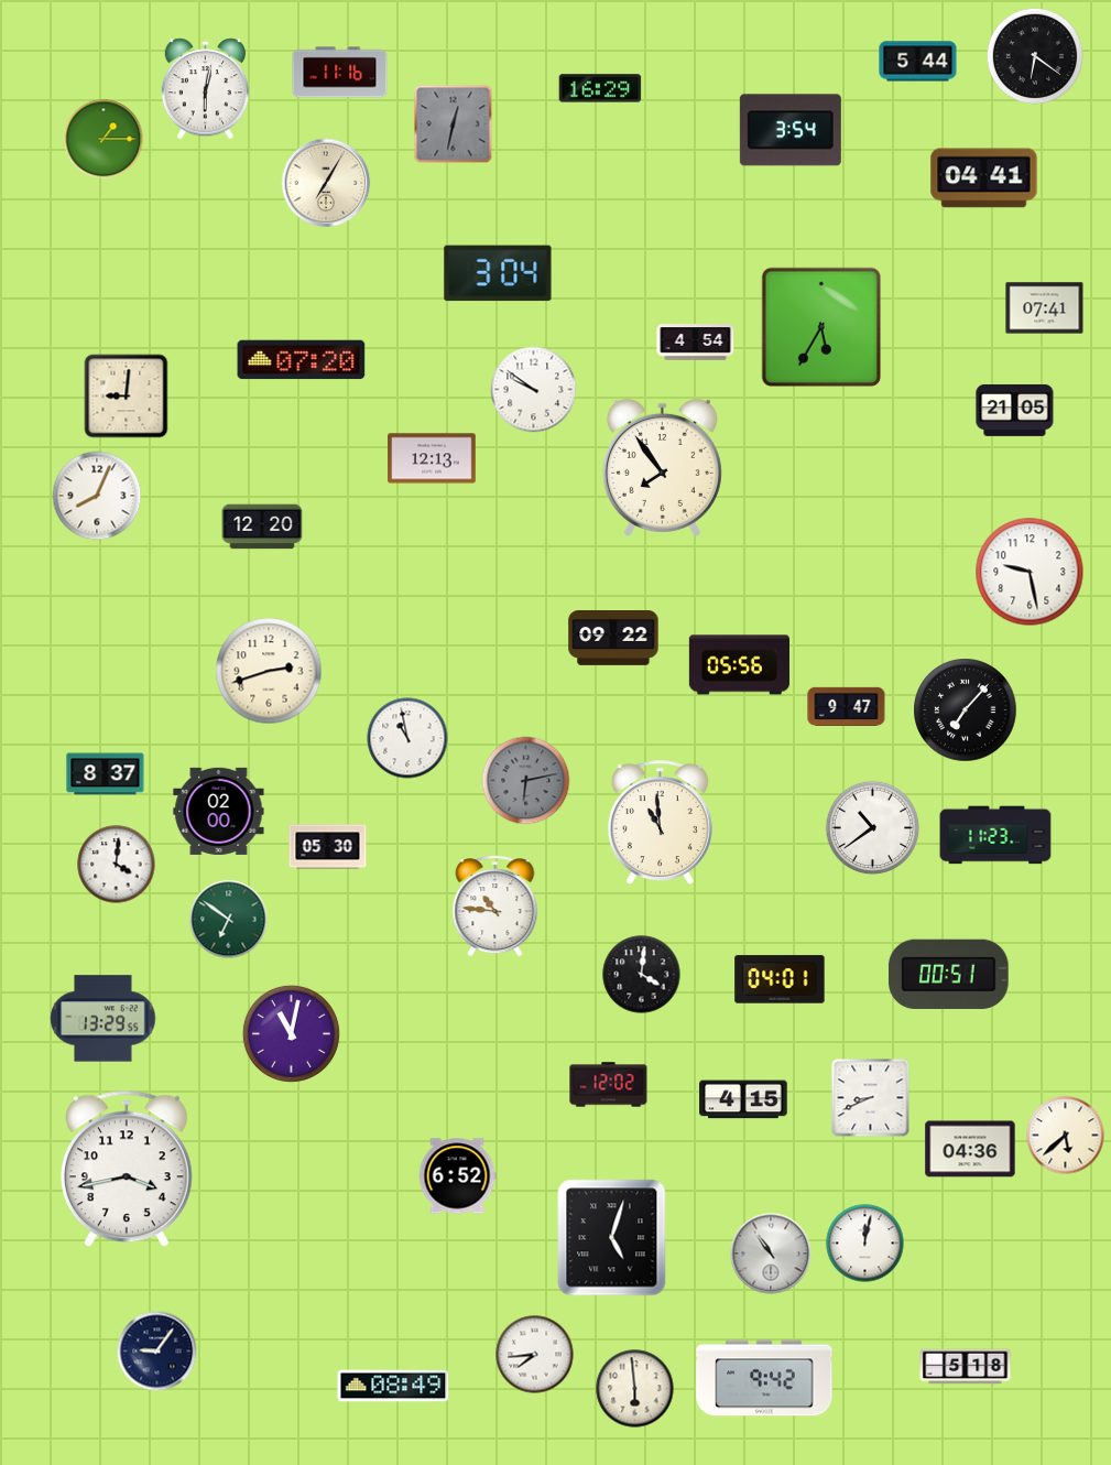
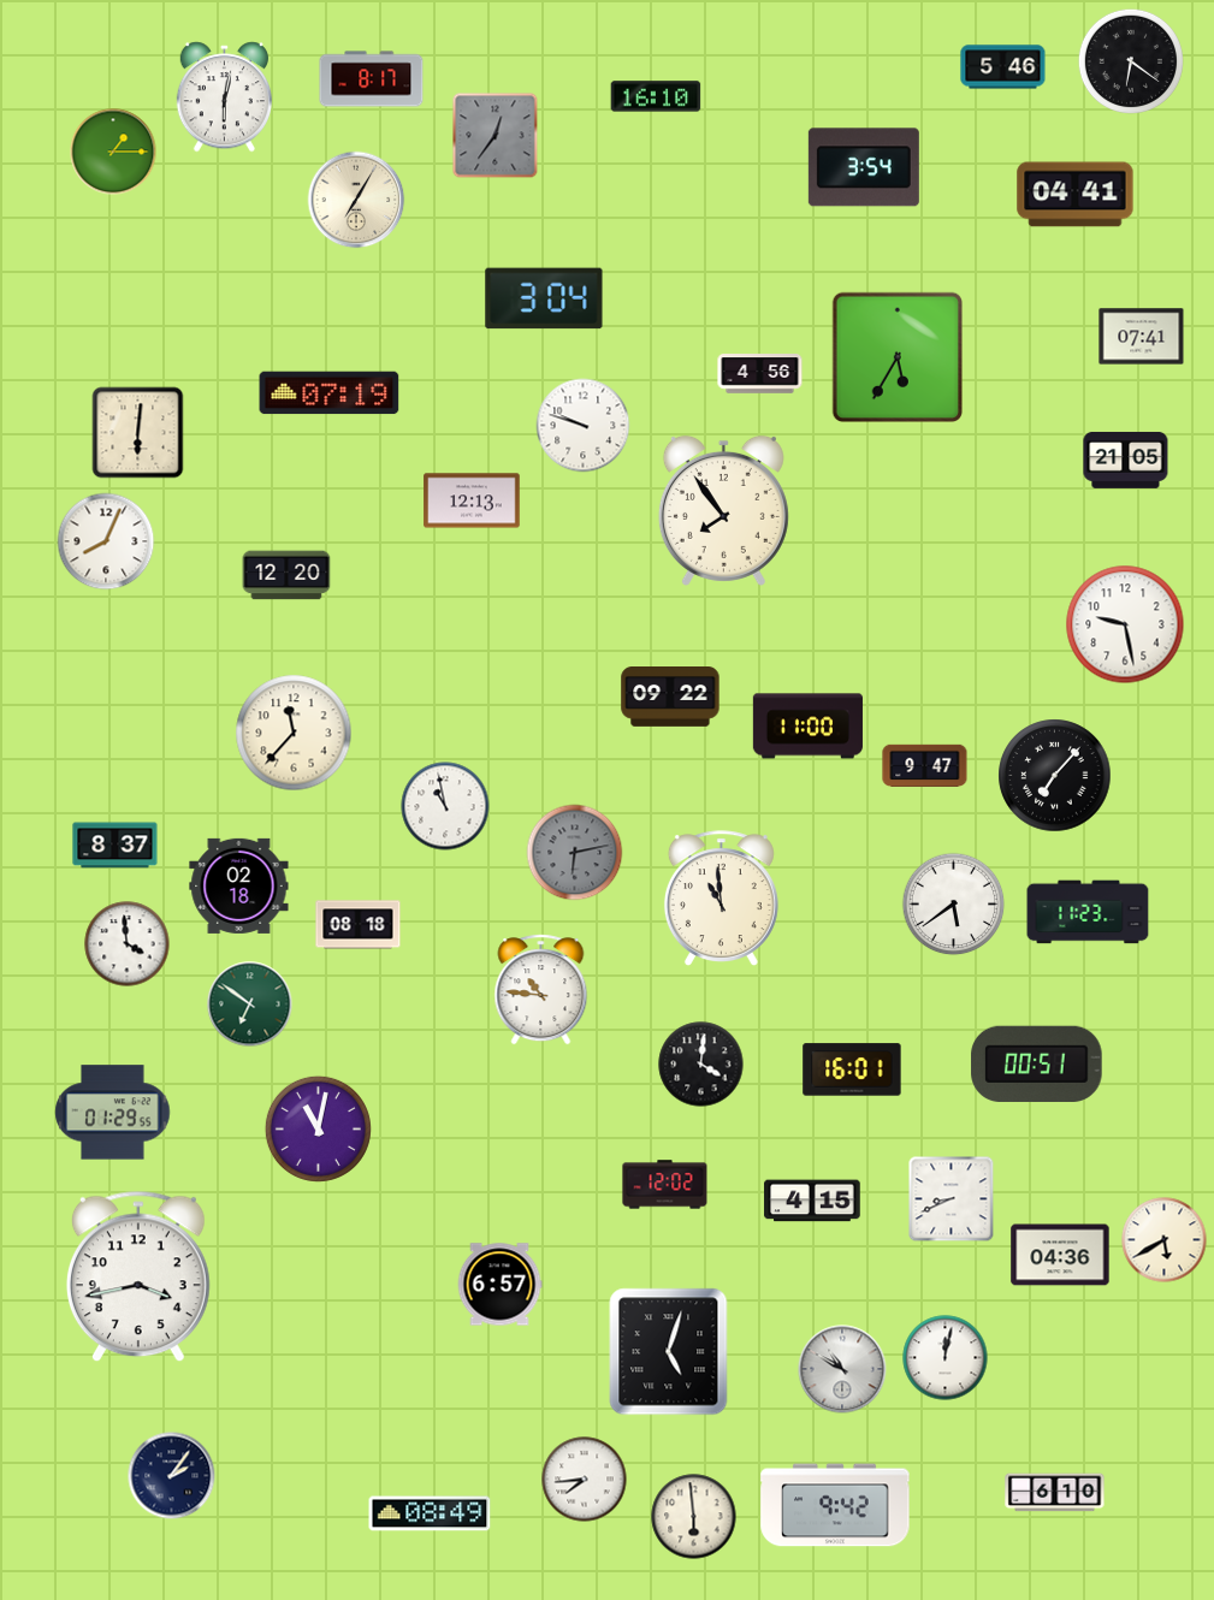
clock at (918, 62): 5:44 -> 5:46
clock at (340, 73): 11:16 -> 8:17
clock at (600, 88): 16:29 -> 16:10
clock at (454, 124): 12:32 -> 12:36
clock at (791, 130) position: (791, 130) -> (864, 167)
clock at (696, 343): 4:54 -> 4:56
clock at (302, 360): 07:20 -> 07:19
clock at (534, 390): 9:51 -> 9:48
clock at (127, 397): 9:01 -> 6:01
clock at (1015, 410) position: (1015, 410) -> (1126, 460)
clock at (739, 665): 05:56 -> 11:00
clock at (269, 671): 2:42 -> 11:37
clock at (847, 706) position: (847, 706) -> (925, 765)
clock at (219, 811): 02:00 -> 02:18
clock at (873, 828): 10:39 -> 5:39
clock at (328, 847): 05:30 -> 08:18
clock at (117, 865): 4:01 -> 3:59
clock at (780, 979): 04:01 -> 16:01
clock at (104, 1019): 13:29 -> 01:29
clock at (1066, 1136): 5:38 -> 5:40
clock at (457, 1176): 6:52 -> 6:57
clock at (771, 1254): 10:54 -> 10:50
clock at (157, 1352): 9:06 -> 2:06
clock at (966, 1367): 5:18 -> 6:10
